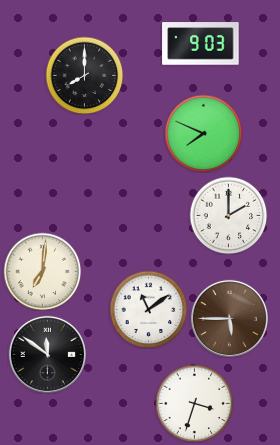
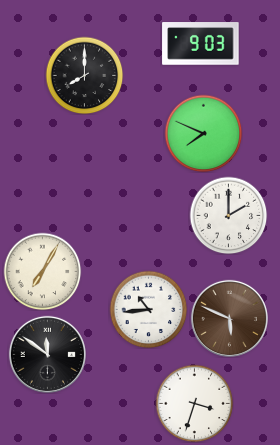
clock at (42, 271): 7:01 -> 7:05
clock at (148, 309): 11:09 -> 10:44
clock at (229, 318): 5:45 -> 5:49
